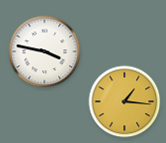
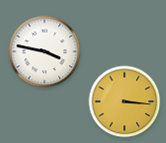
clock at (125, 102): 1:16 -> 3:16
